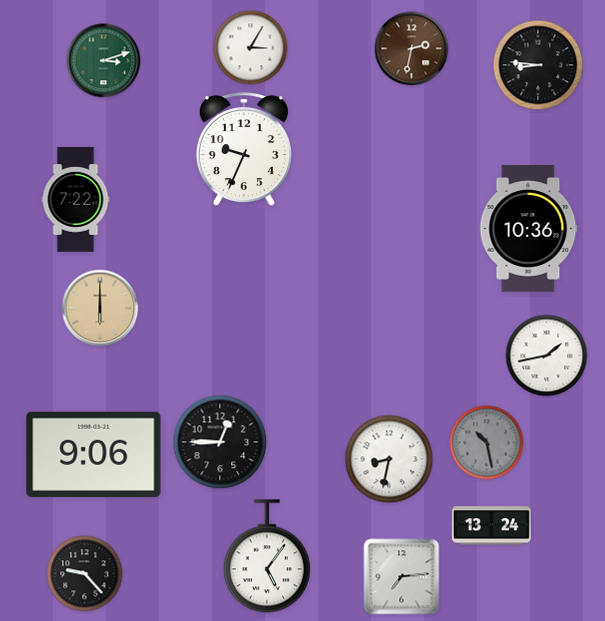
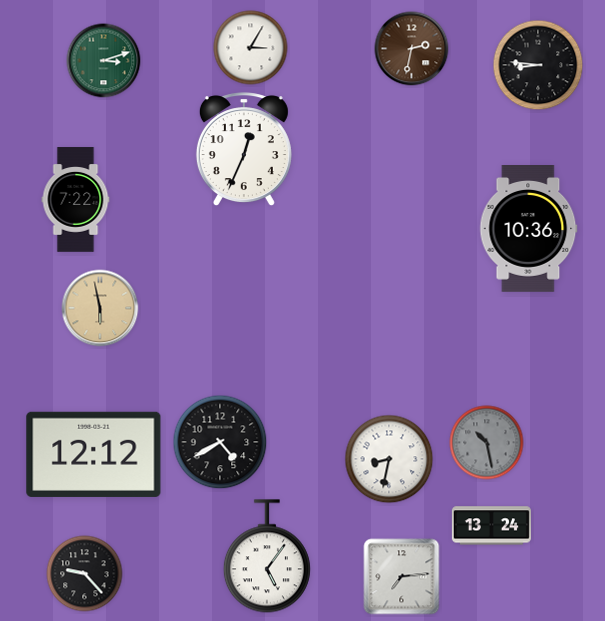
clock at (244, 150): 9:34 -> 12:34
clock at (100, 308): 6:00 -> 5:58
clock at (547, 356): 1:43 -> none
clock at (220, 442): 12:45 -> 4:40
clock at (94, 454): 9:06 -> 12:12
